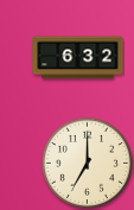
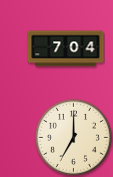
clock at (78, 58): 6:32 -> 7:04
